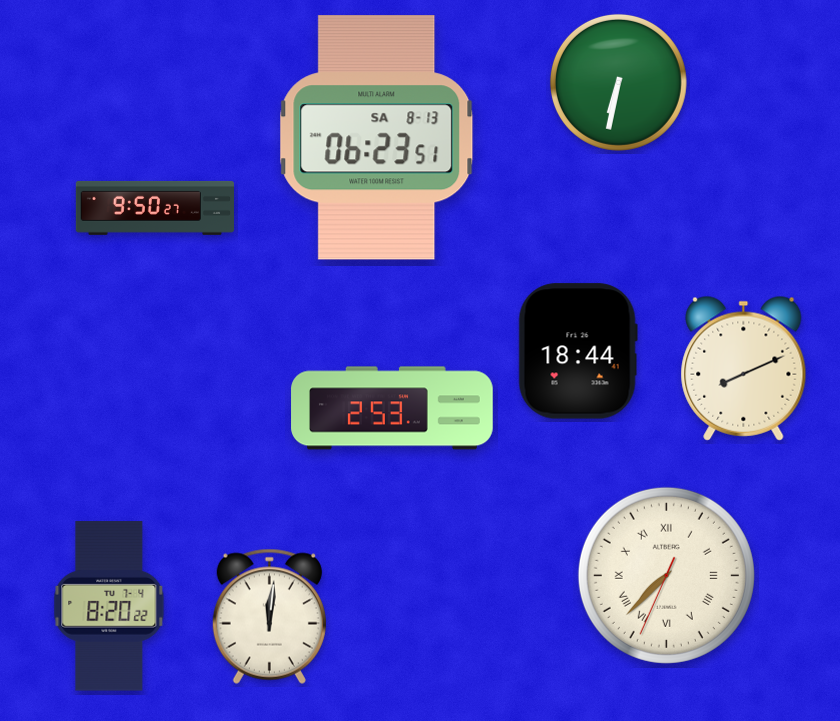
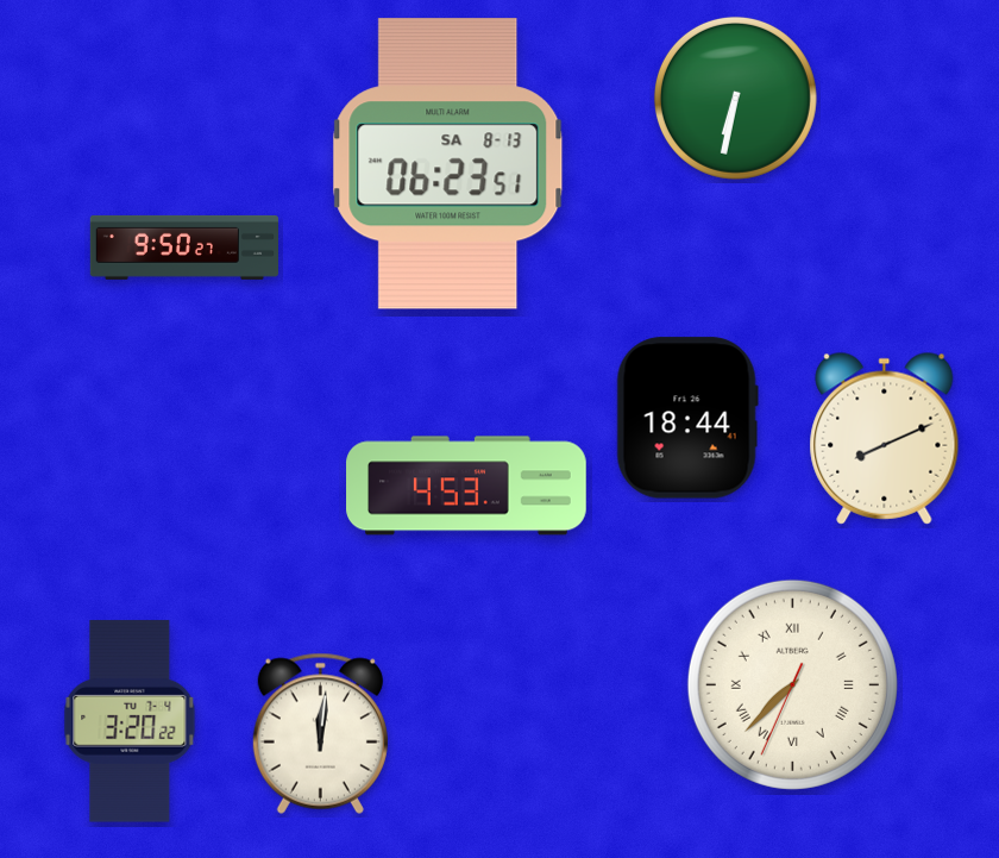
clock at (392, 408): 2:53 -> 4:53
clock at (109, 606): 8:20 -> 3:20
